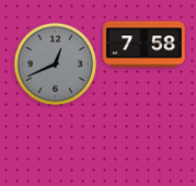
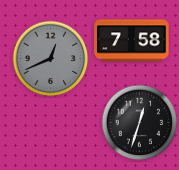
clock at (140, 123): none -> 12:33
